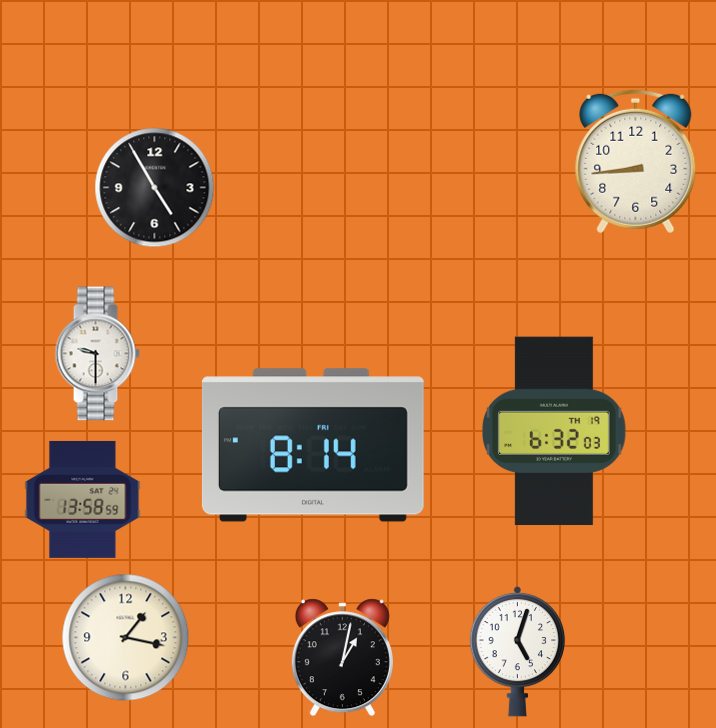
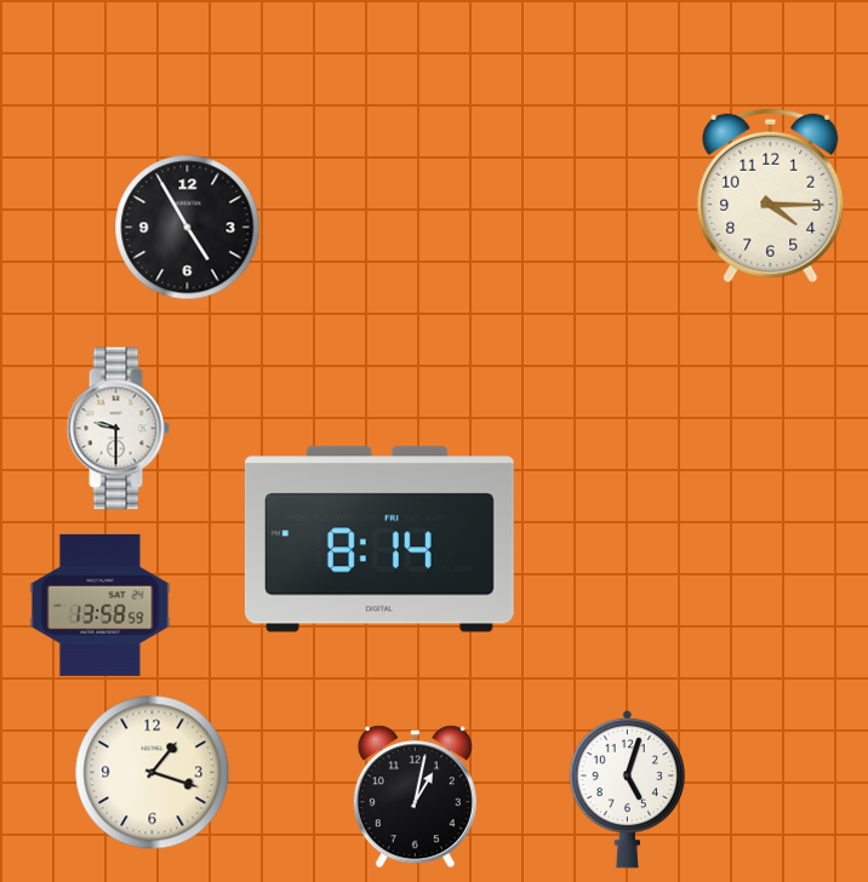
clock at (636, 162): 8:44 -> 4:15
clock at (554, 431): 6:32 -> none
clock at (126, 638): 1:17 -> 1:18
